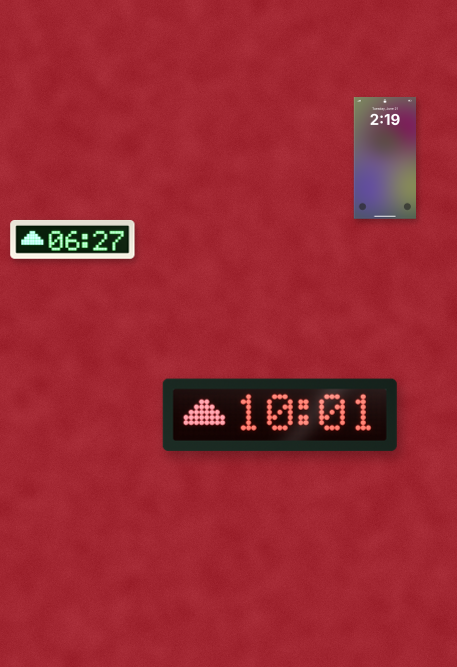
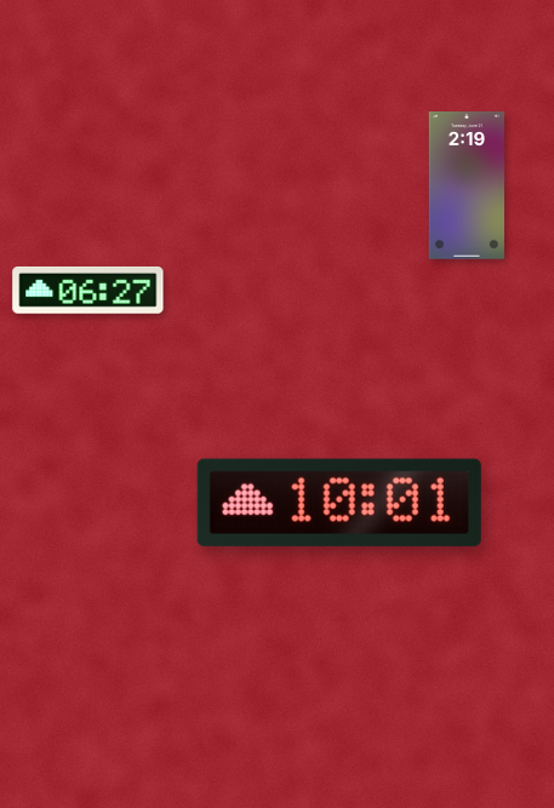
clock at (385, 159) position: (385, 159) -> (467, 187)
